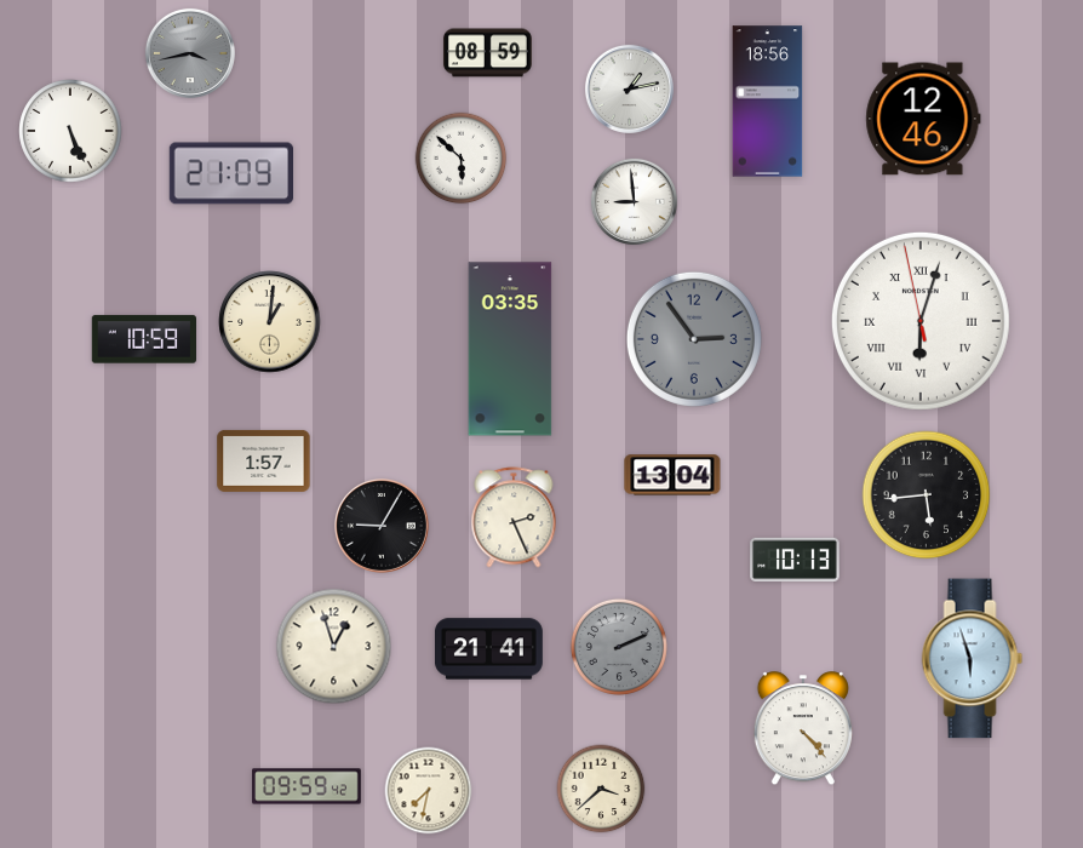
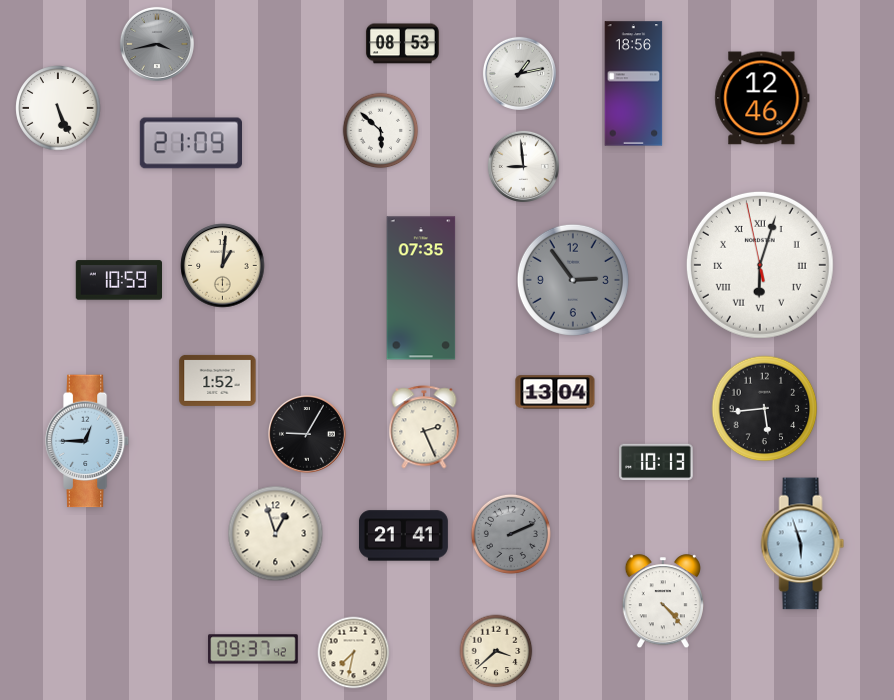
clock at (487, 53): 08:59 -> 08:53
clock at (510, 349): 03:35 -> 07:35
clock at (264, 460): 1:57 -> 1:52
clock at (382, 526) position: (382, 526) -> (307, 434)
clock at (87, 441): none -> 12:45
clock at (306, 786): 09:59 -> 09:37
